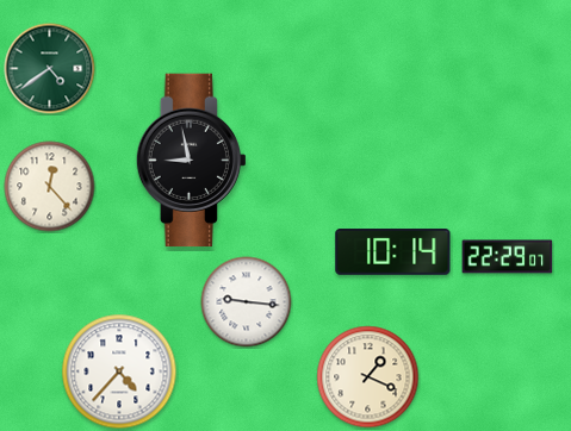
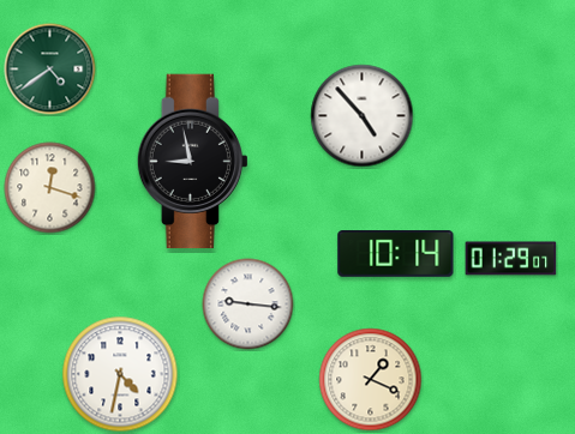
clock at (363, 116): none -> 4:53
clock at (50, 187): 12:23 -> 12:18
clock at (508, 257): 22:29 -> 01:29
clock at (119, 371): 4:37 -> 4:32
